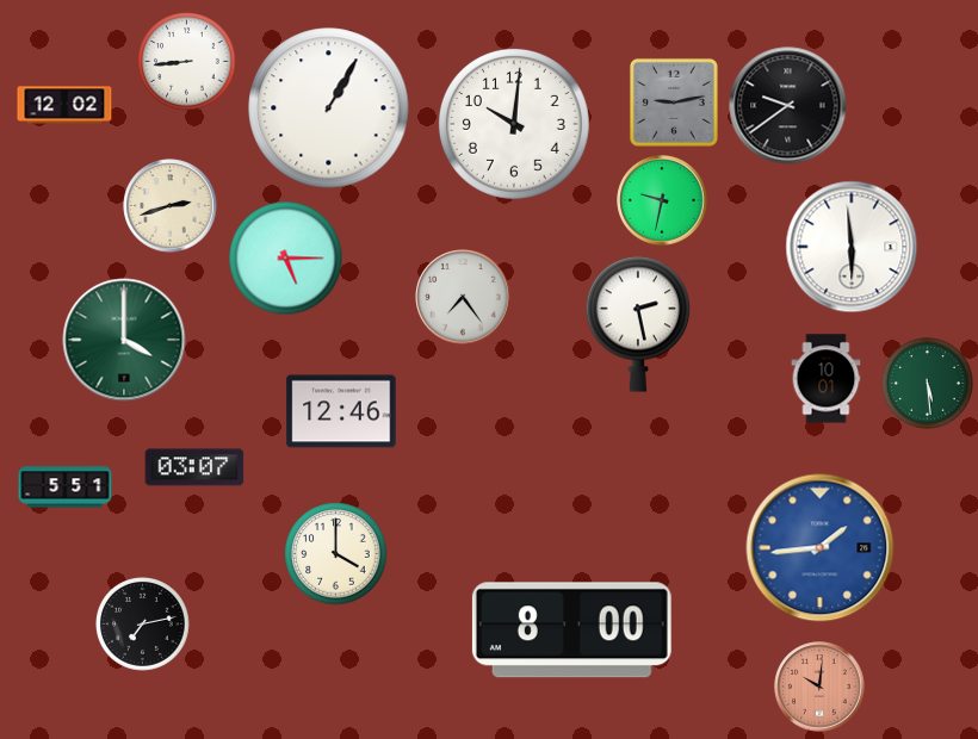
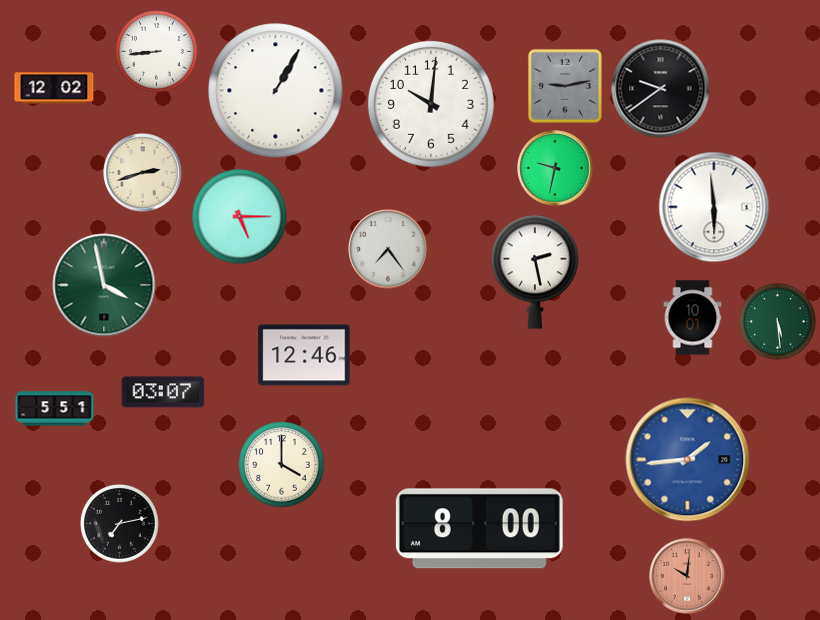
clock at (124, 340): 4:00 -> 3:58
clock at (341, 411) position: (341, 411) -> (304, 355)
